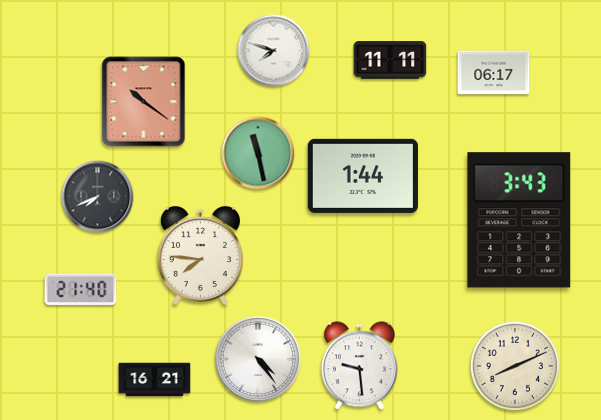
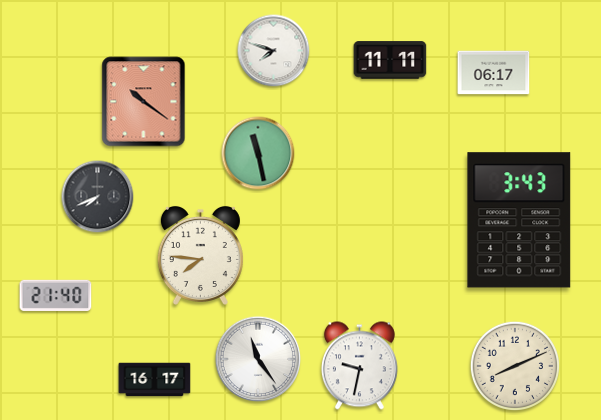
clock at (363, 176): 1:44 -> none
clock at (81, 289) position: (81, 289) -> (56, 295)
clock at (258, 359): 4:24 -> 11:24
clock at (359, 366): 9:29 -> 9:32
clock at (155, 380): 16:21 -> 16:17
